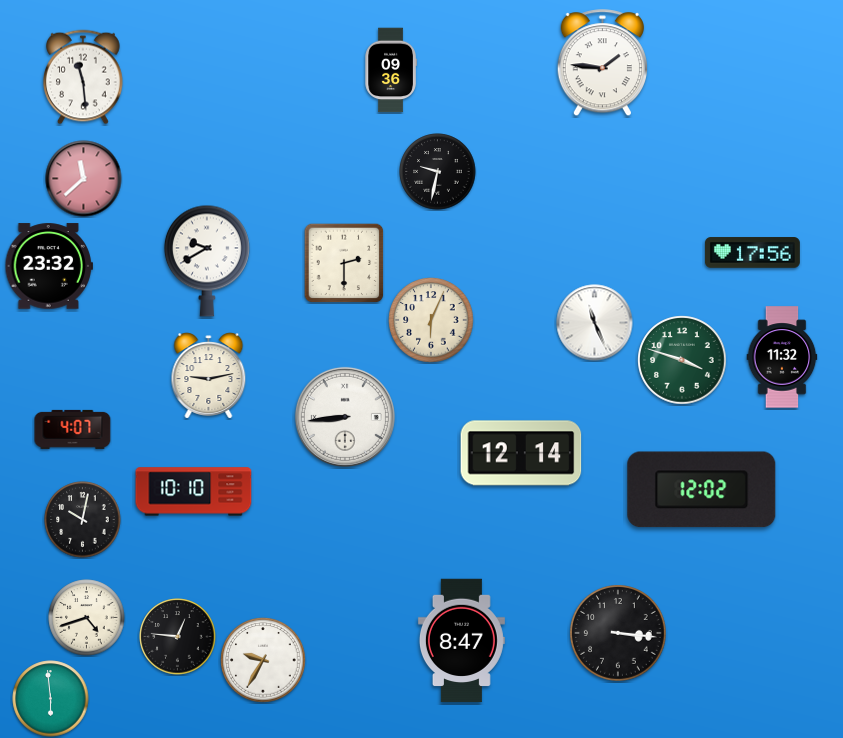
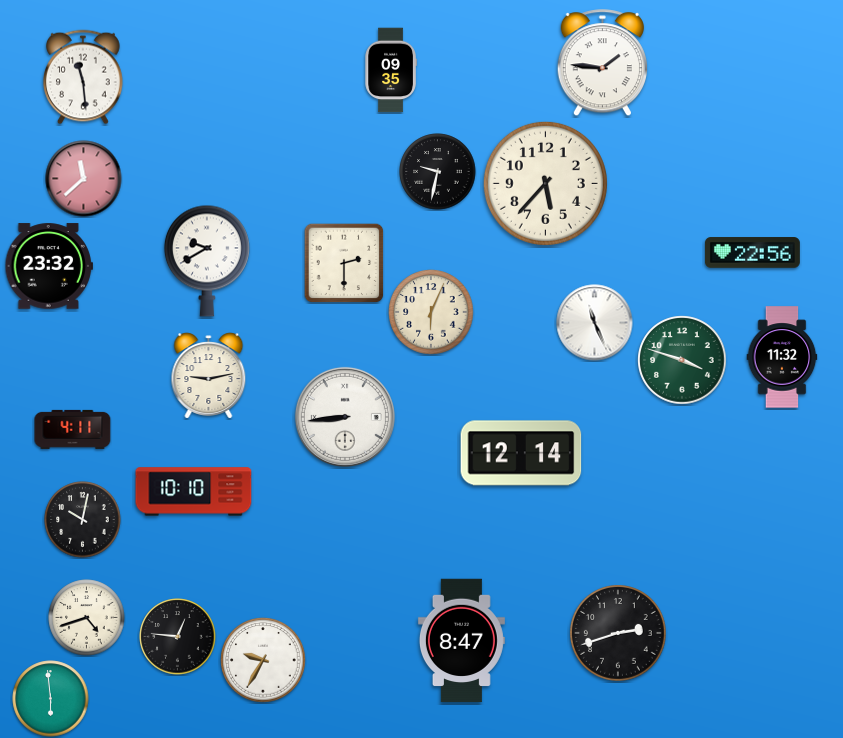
clock at (391, 70): 09:36 -> 09:35
clock at (545, 183): none -> 5:37
clock at (752, 253): 17:56 -> 22:56
clock at (431, 320) position: (431, 320) -> (431, 312)
clock at (73, 429): 4:07 -> 4:11
clock at (702, 490): 12:02 -> none
clock at (619, 634): 3:16 -> 2:42
